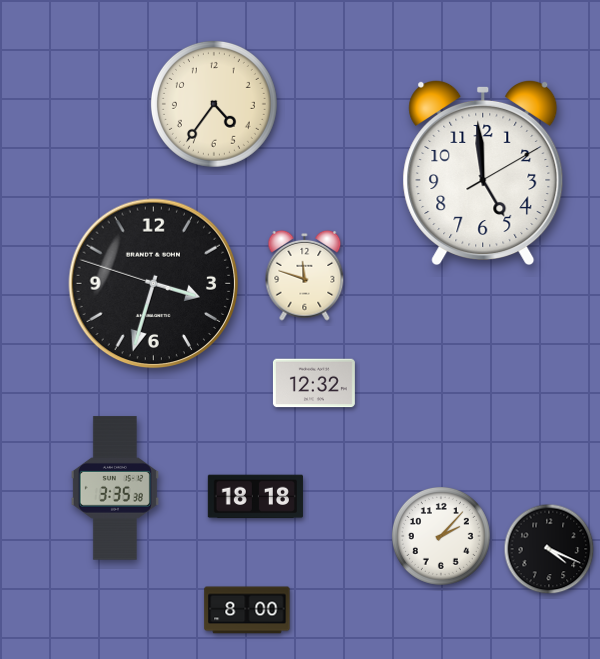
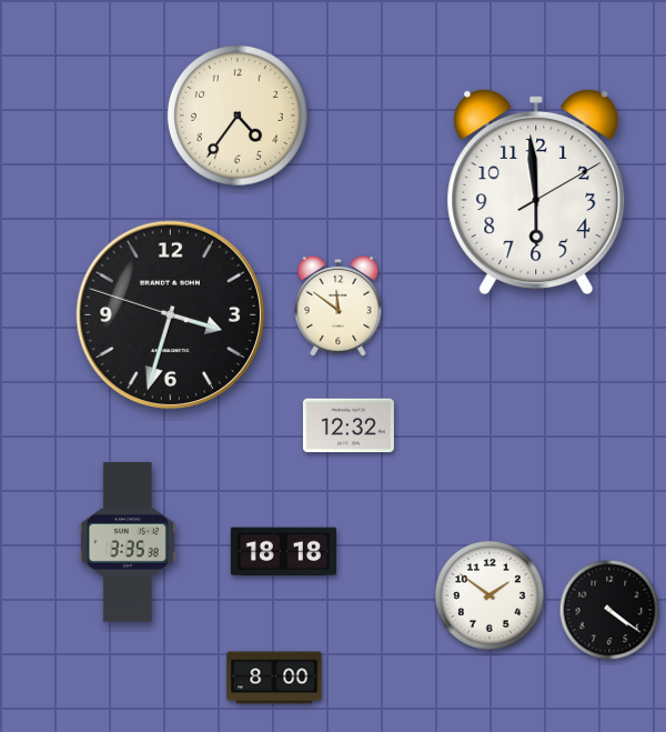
clock at (483, 173): 4:59 -> 5:59
clock at (305, 275): 11:48 -> 11:51
clock at (441, 536): 2:07 -> 1:51
clock at (549, 549): 4:19 -> 4:21
